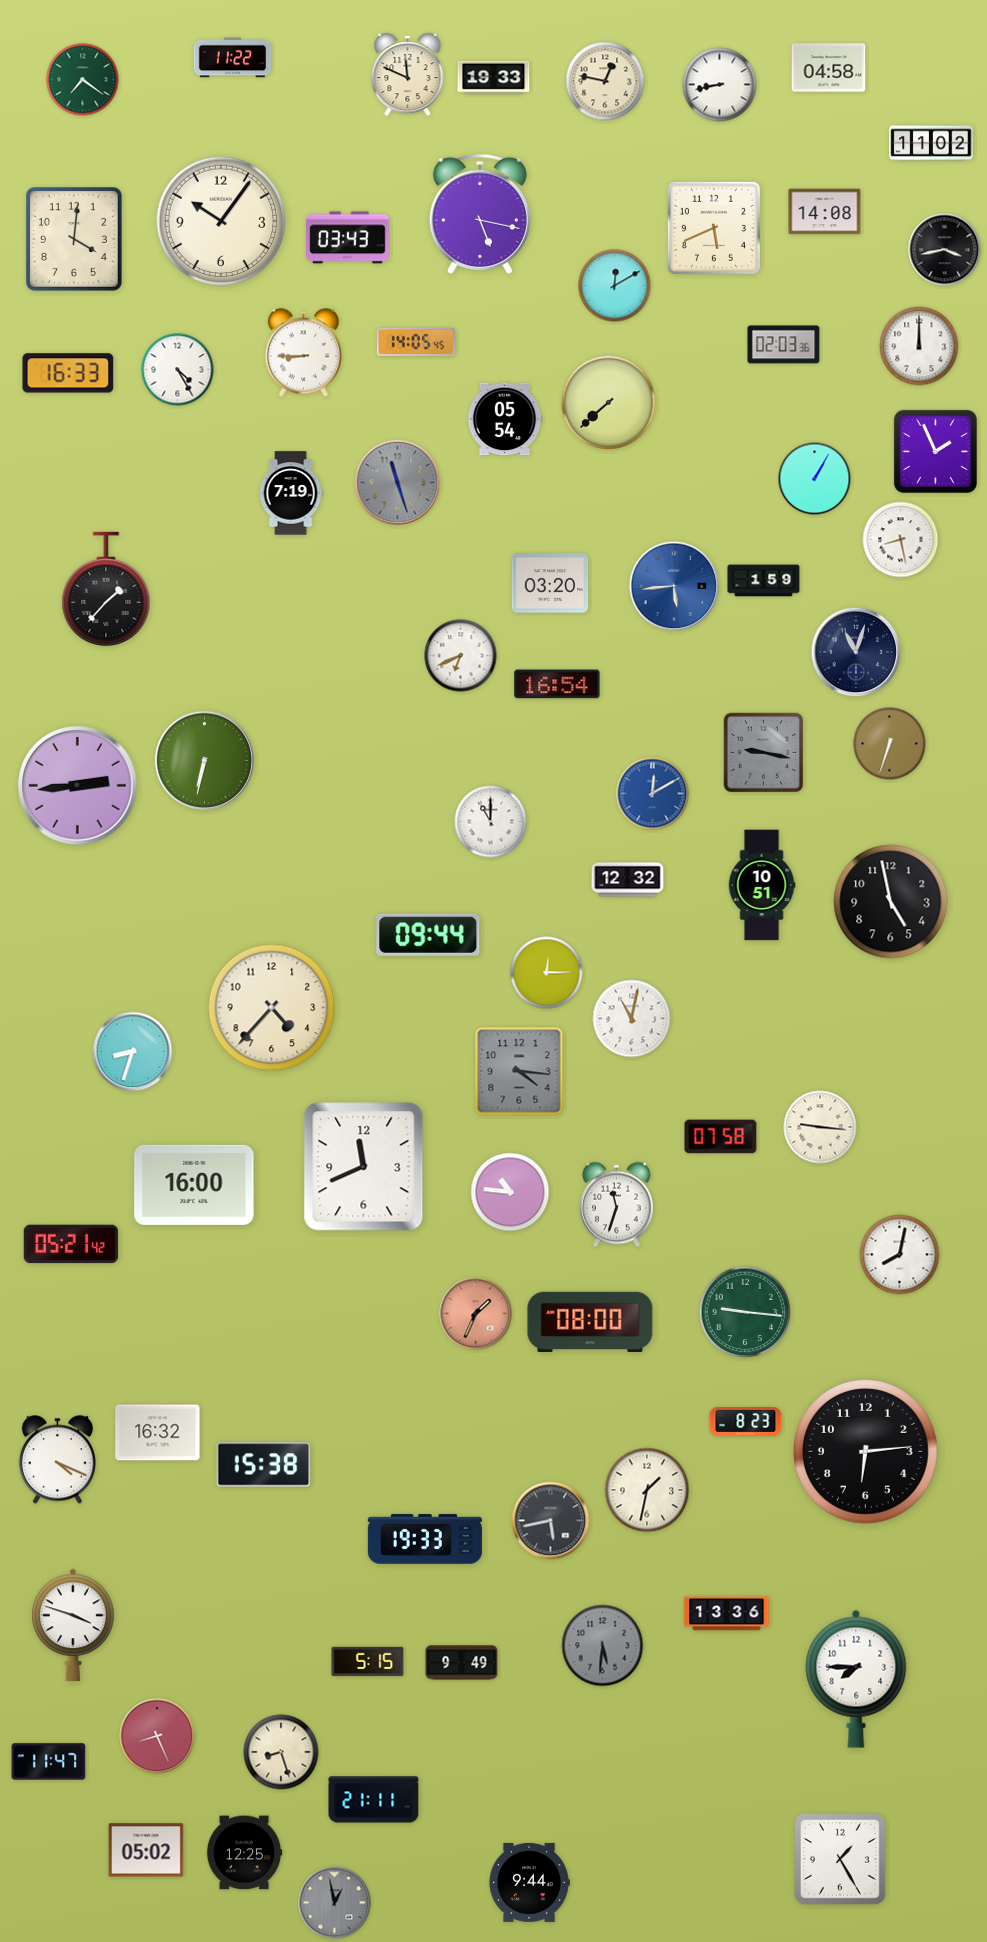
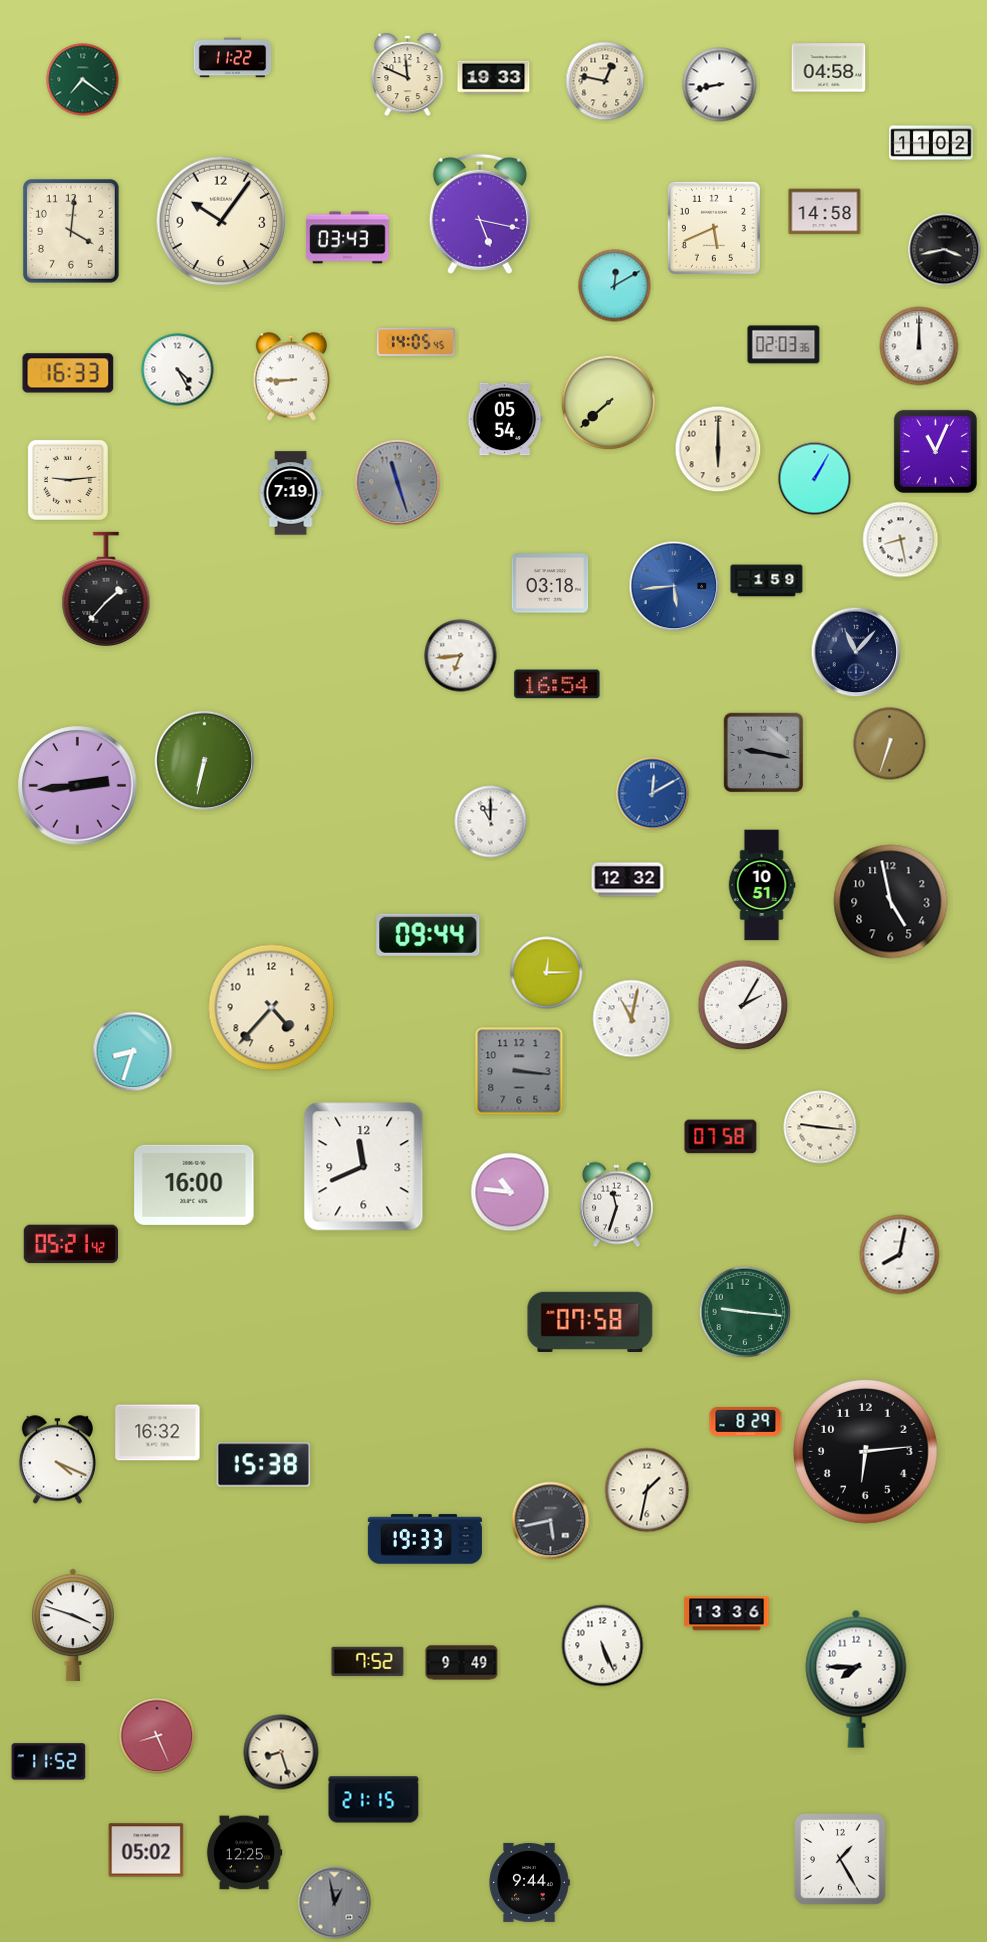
clock at (825, 212): 14:08 -> 14:58
clock at (74, 240) position: (74, 240) -> (71, 232)
clock at (303, 353) position: (303, 353) -> (291, 377)
clock at (718, 449): none -> 6:00
clock at (935, 451): 1:56 -> 11:04
clock at (68, 480): none -> 9:14
clock at (764, 581) position: (764, 581) -> (767, 581)
clock at (550, 583): 03:20 -> 03:18
clock at (856, 652): 11:03 -> 11:07
clock at (461, 656): 6:41 -> 6:44
clock at (743, 1005): none -> 2:05
clock at (519, 1071): 4:16 -> 3:16
clock at (476, 1314): 1:34 -> none
clock at (590, 1321): 08:00 -> 07:58
clock at (746, 1422): 8:23 -> 8:29
clock at (603, 1646): 5:31 -> 5:26
clock at (603, 1646) dial: grey -> white
clock at (368, 1662): 5:15 -> 7:52
clock at (49, 1762): 11:47 -> 11:52
clock at (374, 1800): 21:11 -> 21:15
